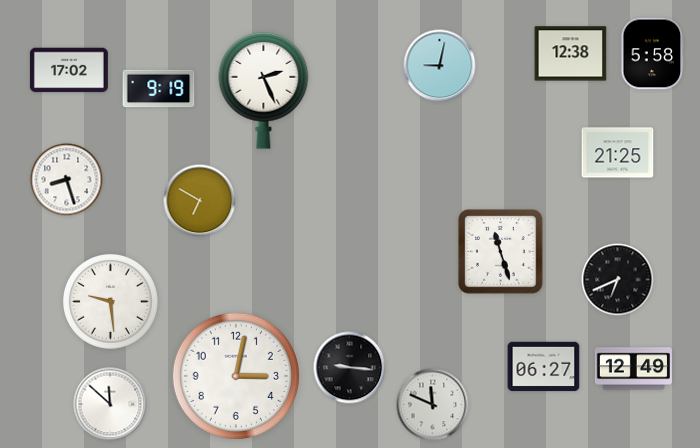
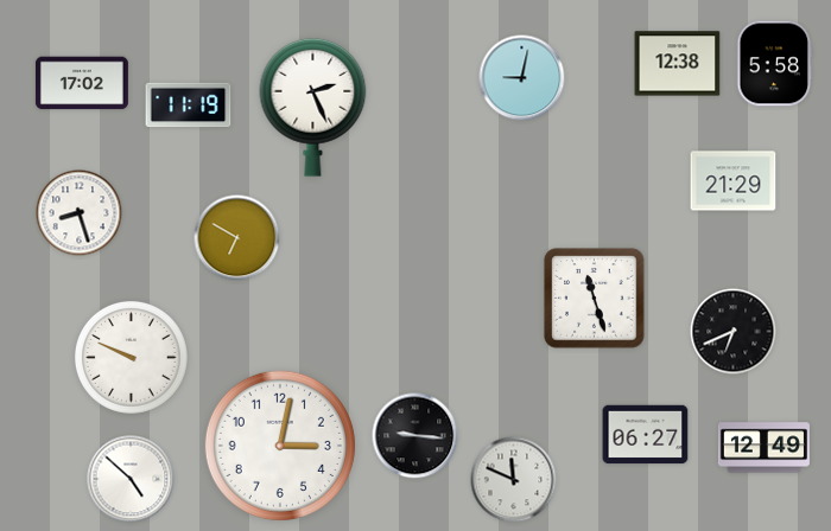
clock at (159, 89): 9:19 -> 11:19
clock at (618, 153): 21:25 -> 21:29
clock at (110, 301): 9:29 -> 9:49
clock at (633, 369) position: (633, 369) -> (763, 448)
clock at (110, 404): 11:52 -> 4:52
